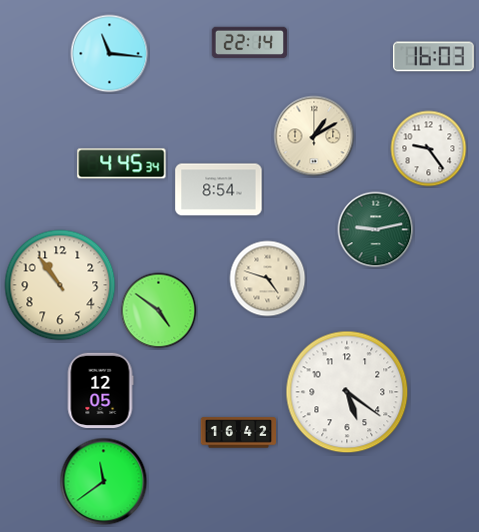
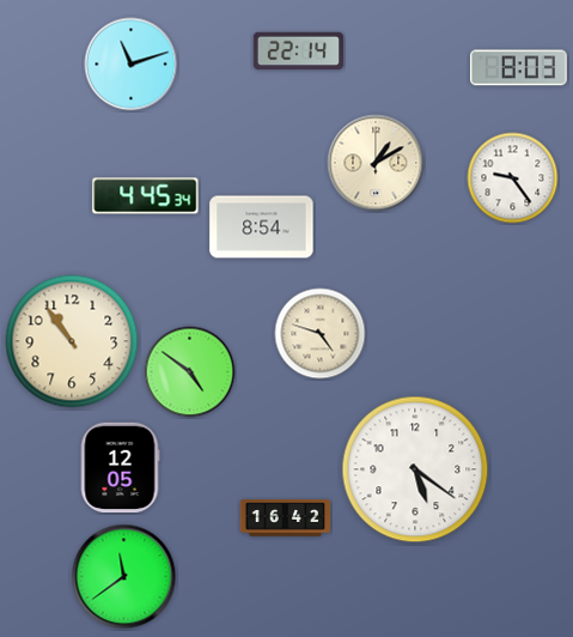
clock at (110, 54): 11:16 -> 11:12
clock at (434, 57): 16:03 -> 8:03
clock at (376, 230): 9:13 -> none
